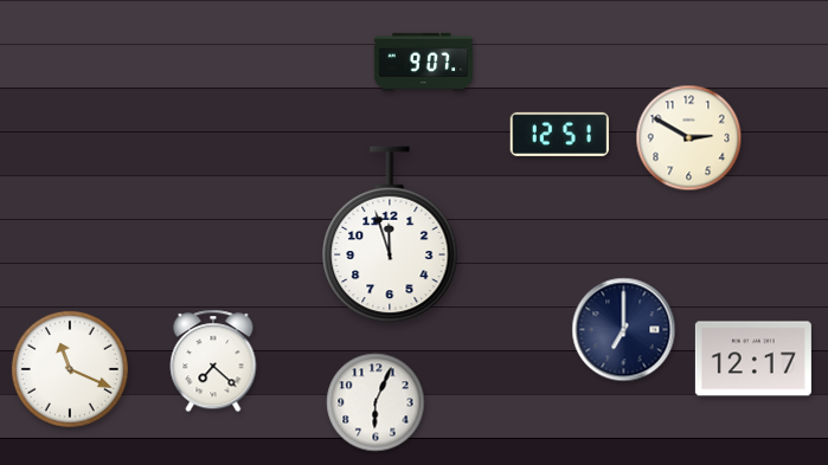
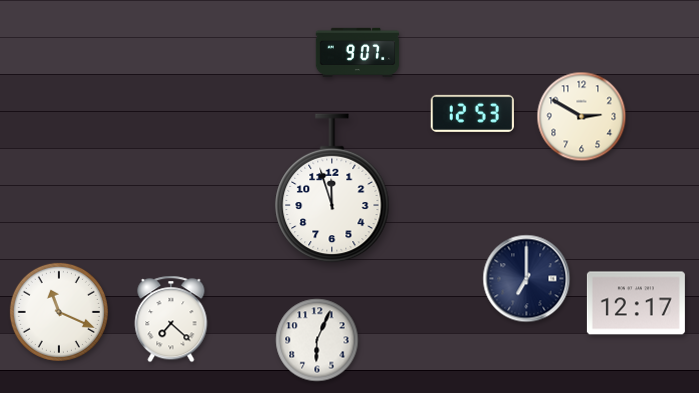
clock at (559, 134): 12:51 -> 12:53
clock at (390, 234) position: (390, 234) -> (332, 188)
clock at (213, 361) position: (213, 361) -> (171, 319)
